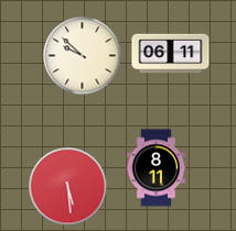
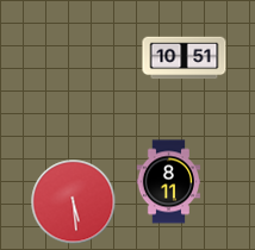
clock at (171, 54): 06:11 -> 10:51
clock at (83, 56): 9:52 -> none
